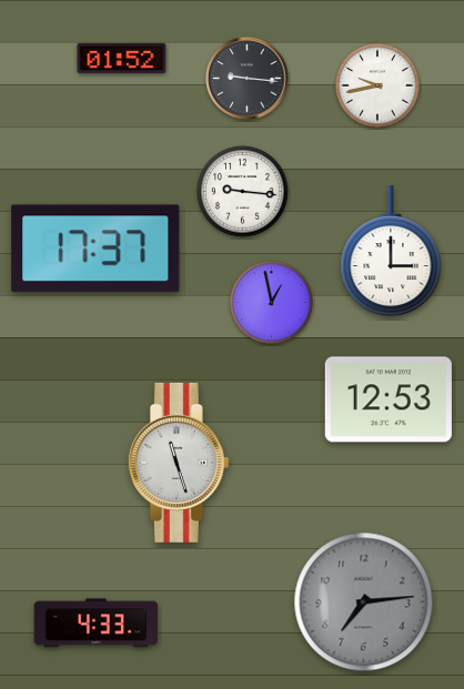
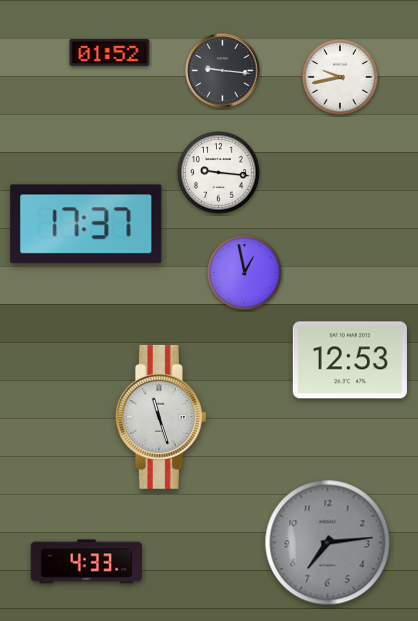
clock at (391, 251): 3:00 -> none
